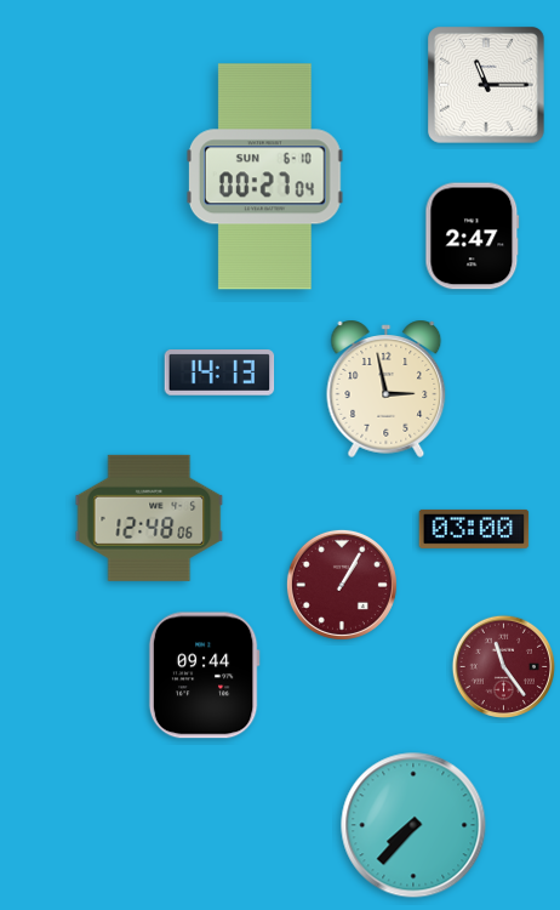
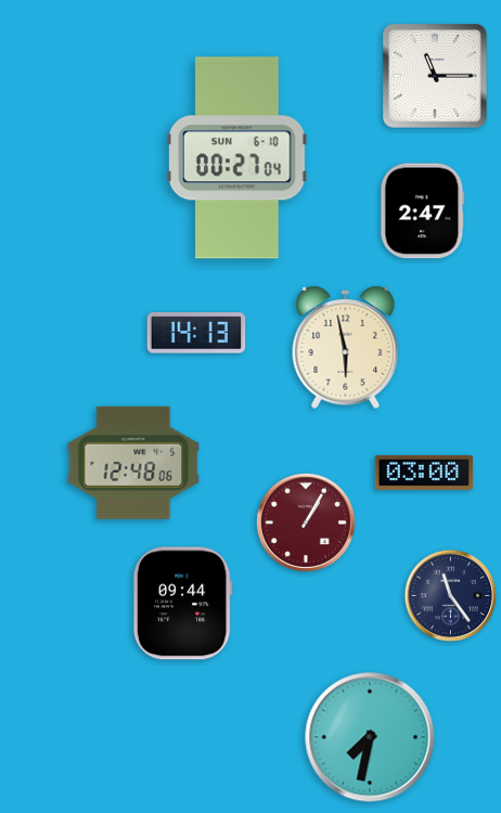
clock at (387, 388): 2:58 -> 5:58
clock at (503, 666) dial: burgundy -> navy
clock at (413, 825): 7:37 -> 7:32
